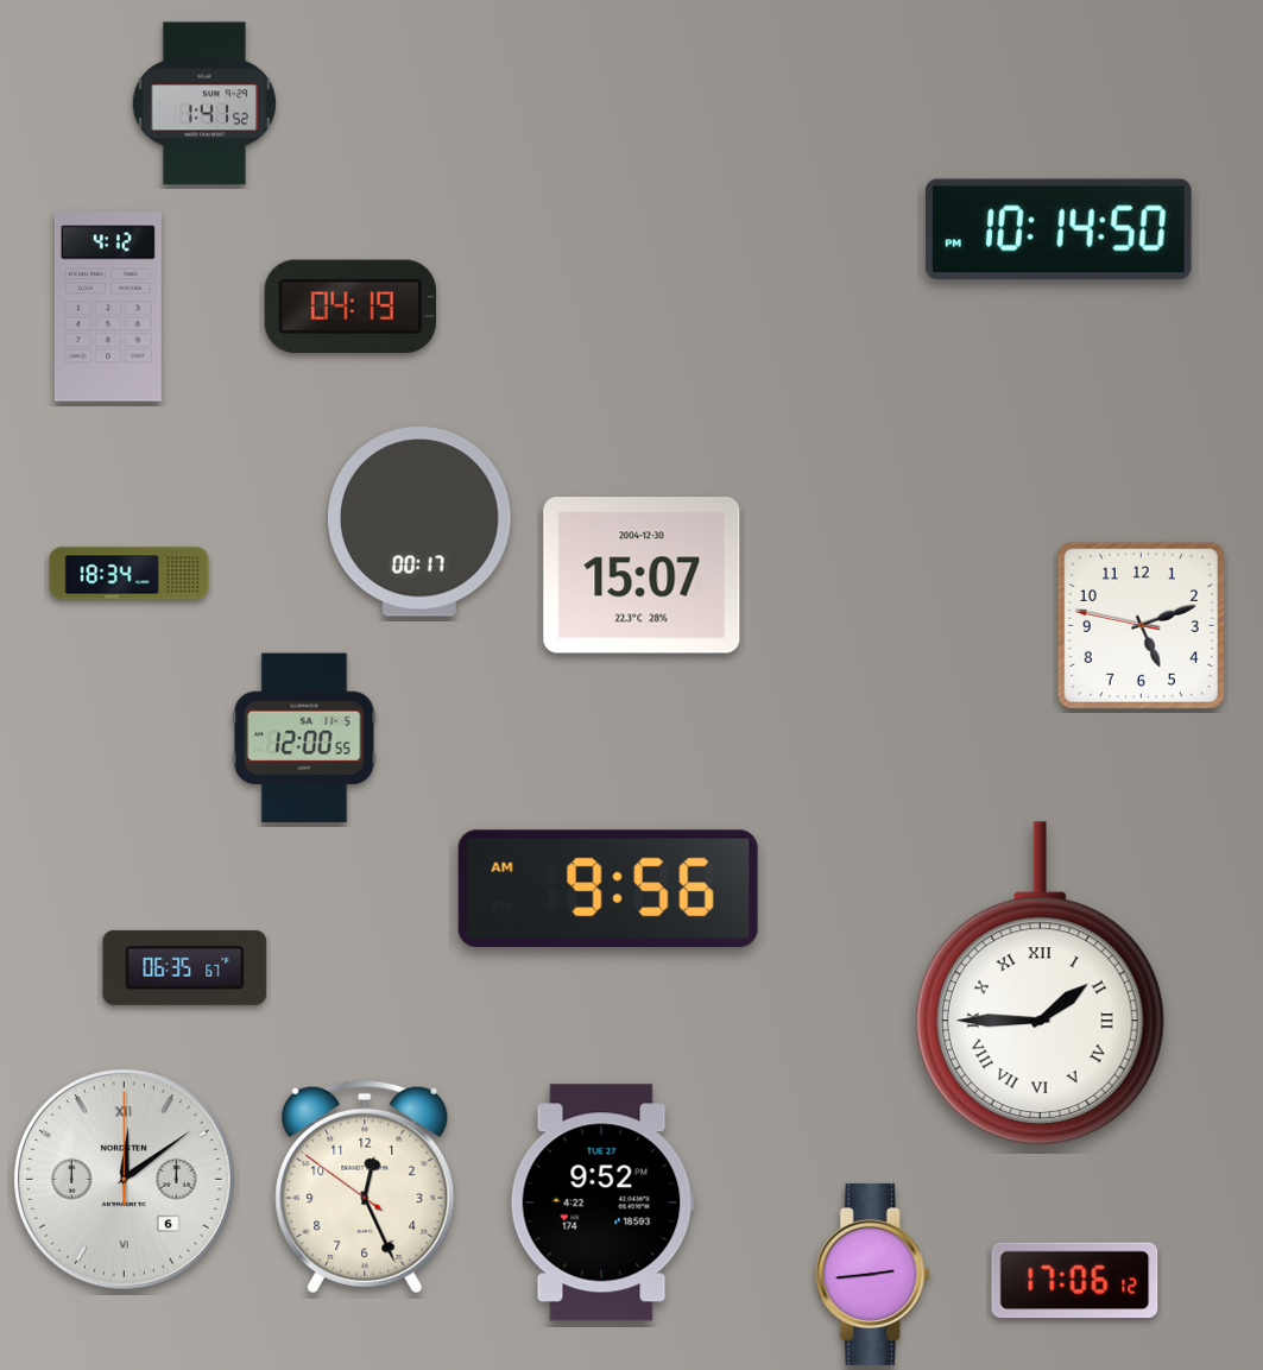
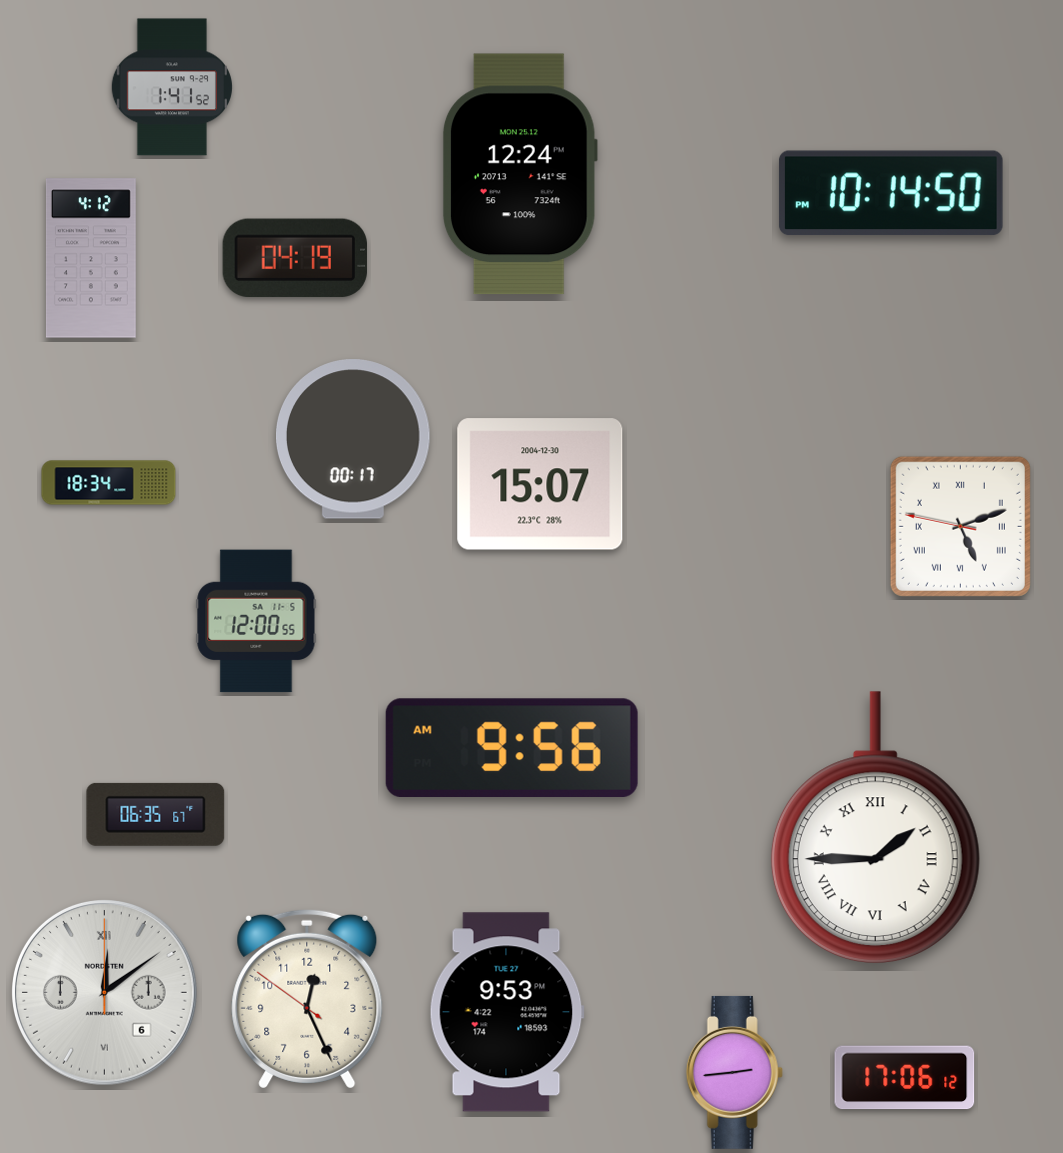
clock at (520, 174): none -> 12:24
clock at (1141, 625) numerals: Arabic -> Roman
clock at (602, 1202): 9:52 -> 9:53
